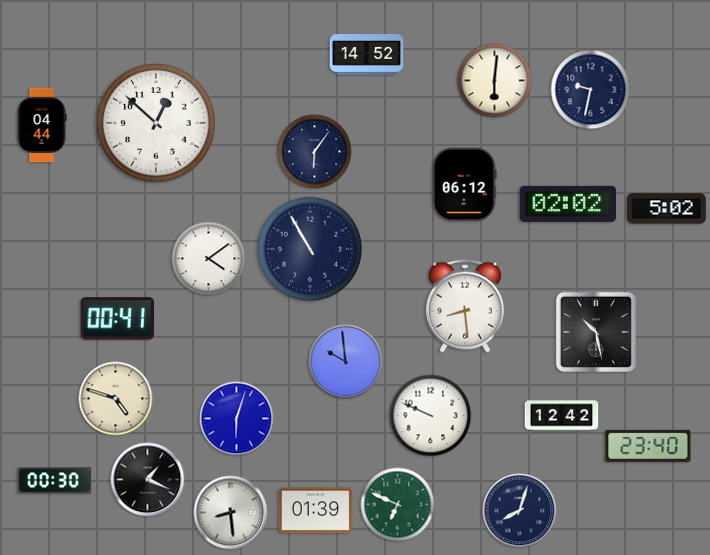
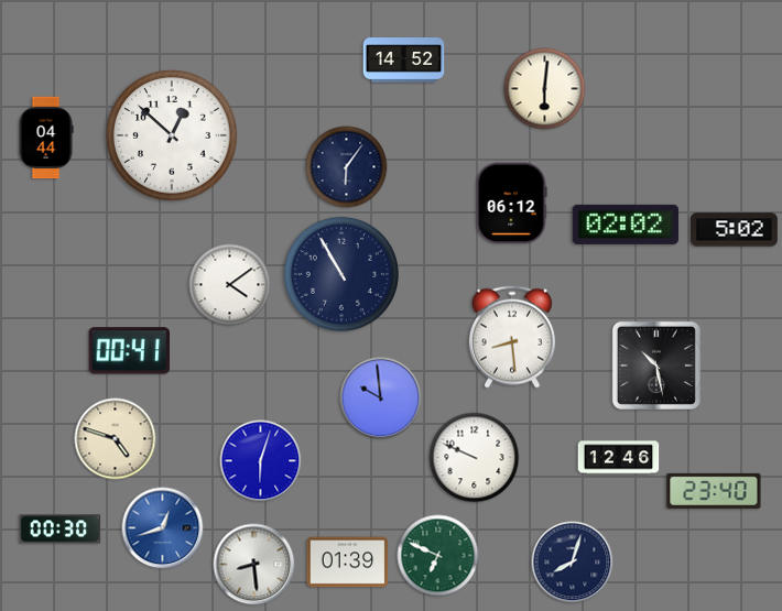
clock at (591, 90): 9:32 -> none
clock at (116, 399) position: (116, 399) -> (116, 439)
clock at (562, 416): 12:42 -> 12:46
clock at (148, 480): 1:19 -> 12:42
clock at (148, 480) dial: black -> blue
